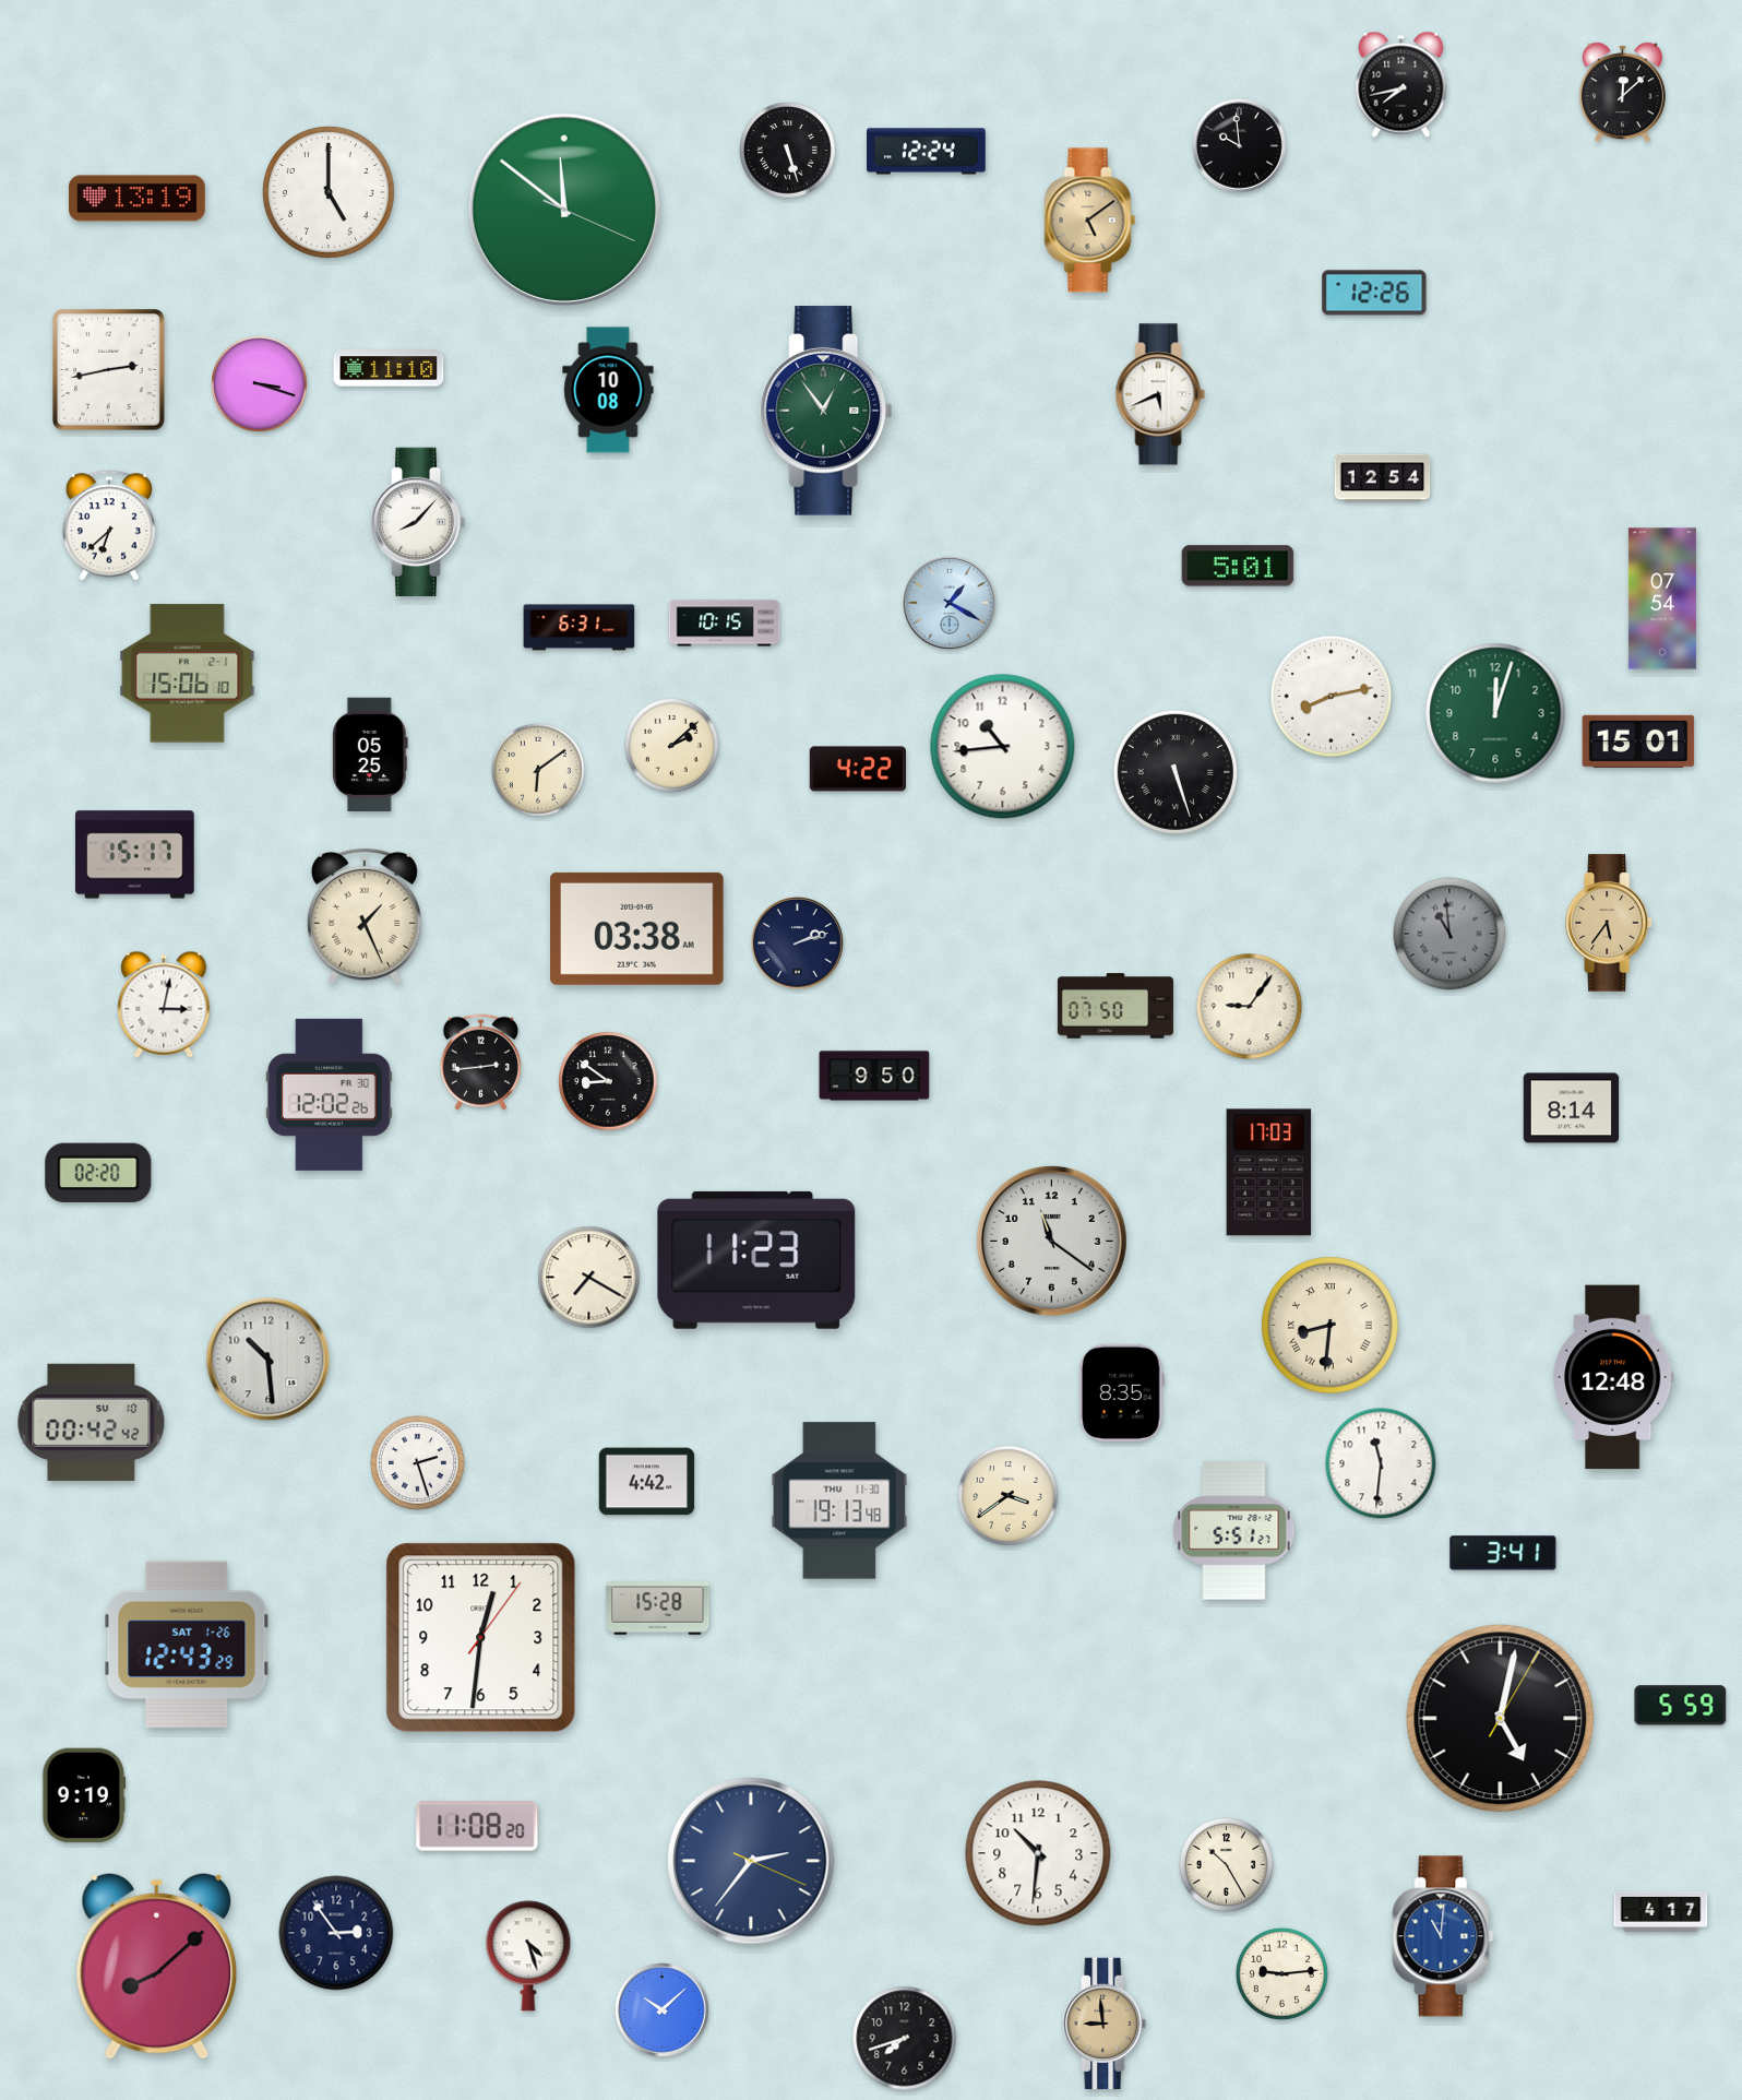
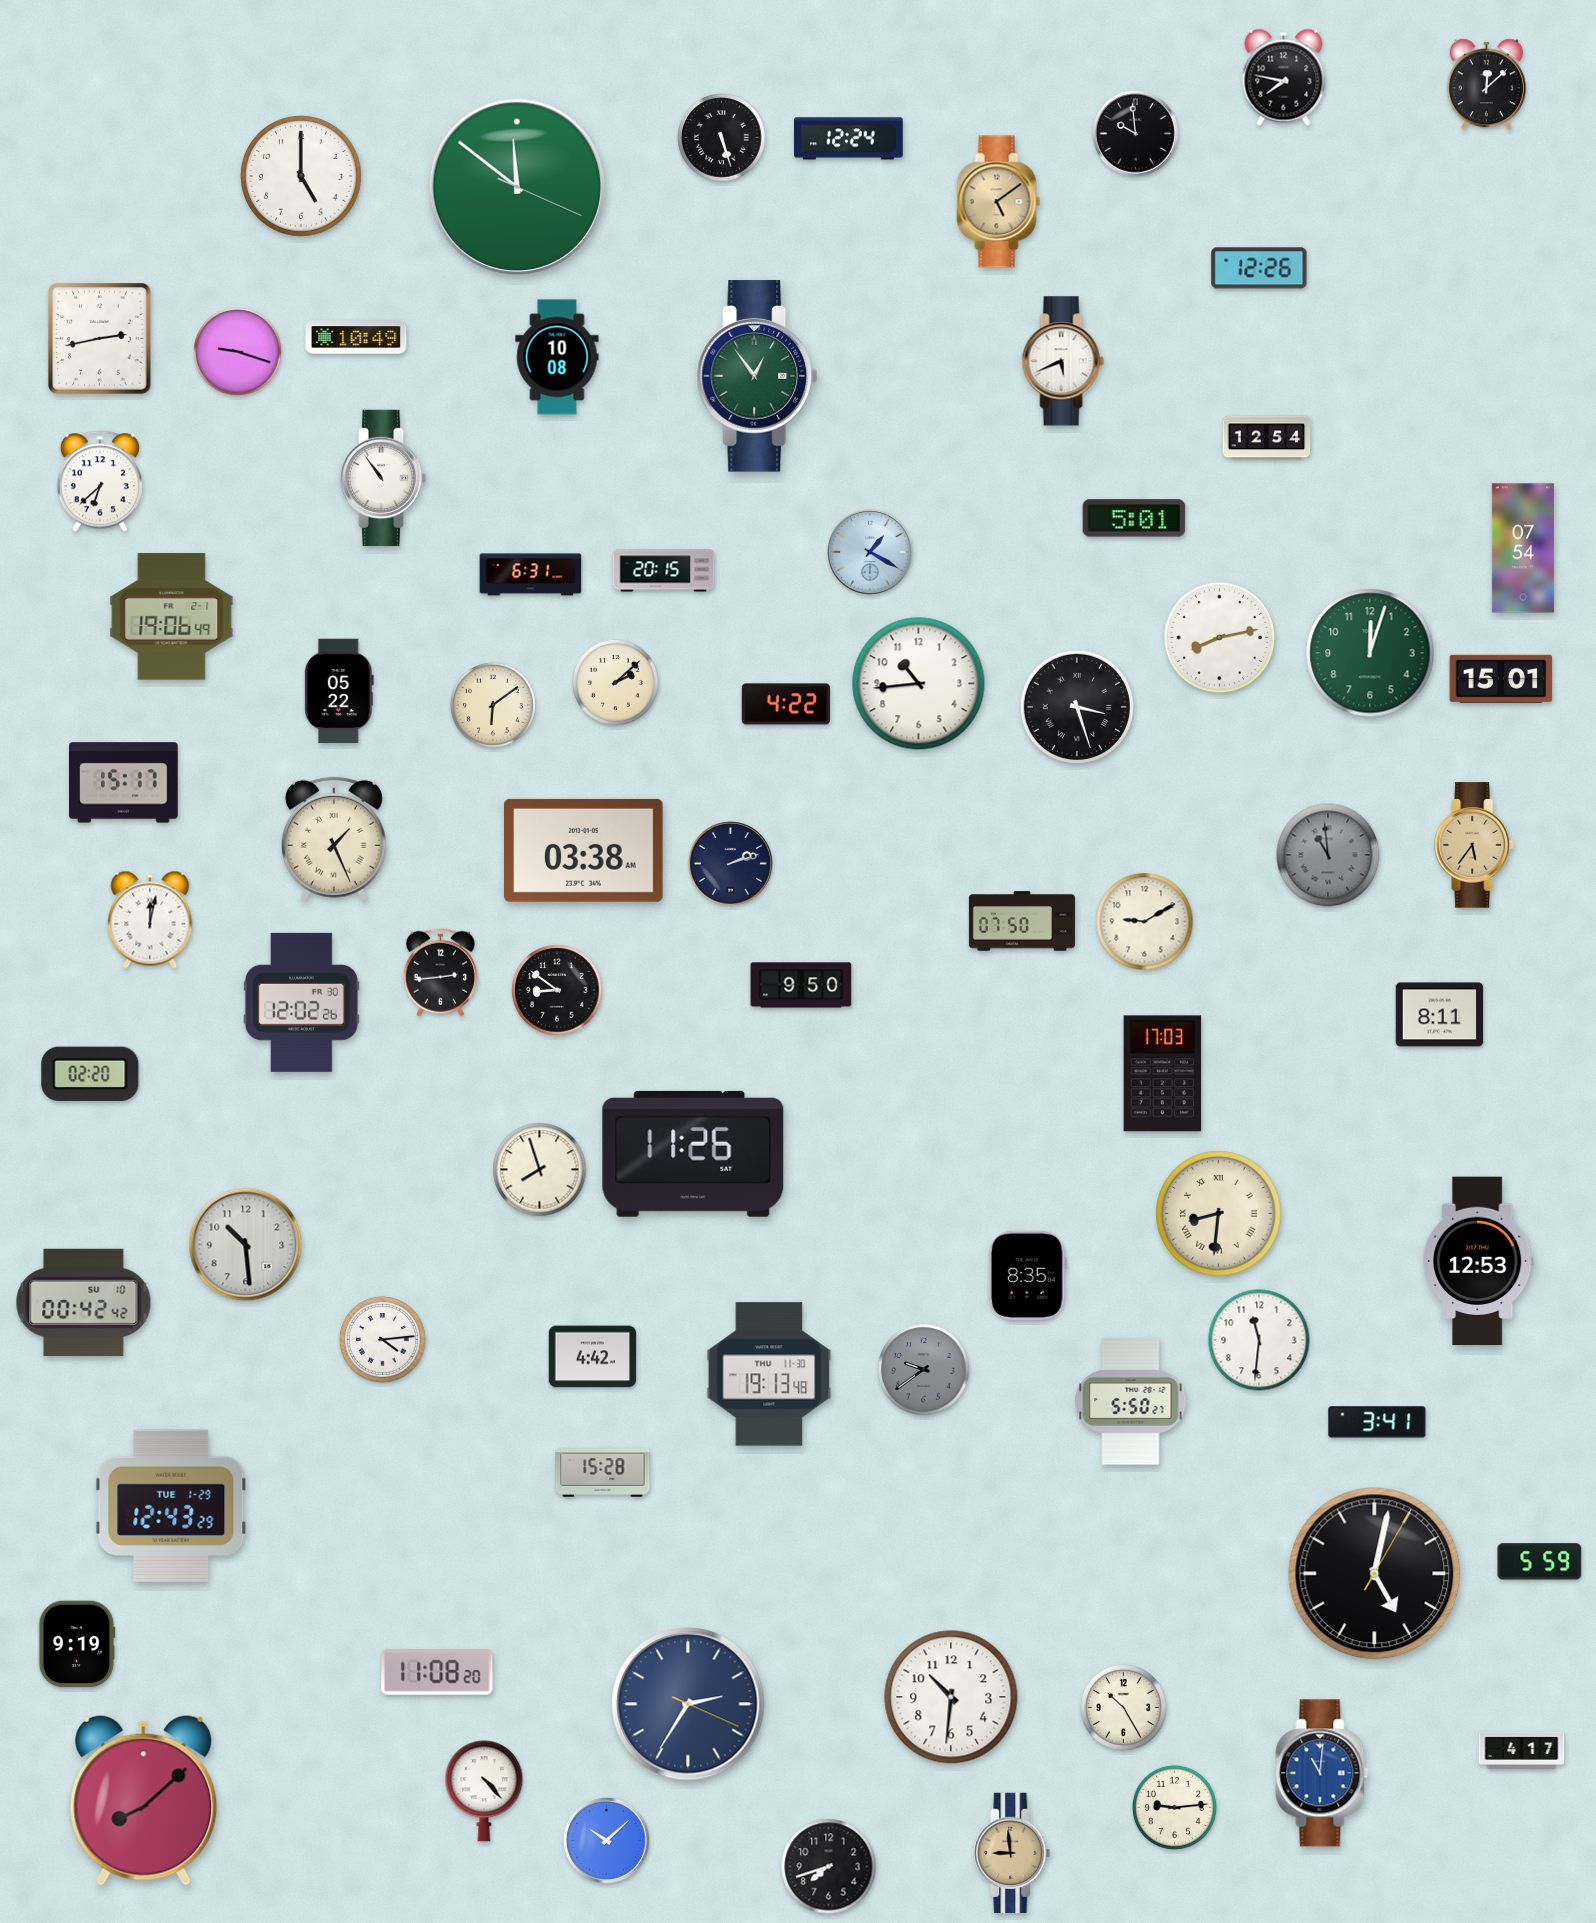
clock at (1401, 84): 7:43 -> 7:47
clock at (138, 199): 13:19 -> none
clock at (563, 209) position: (563, 209) -> (516, 186)
clock at (389, 368): 11:10 -> 10:49
clock at (260, 384): 3:18 -> 9:18
clock at (418, 522): 8:07 -> 10:54
clock at (725, 624): 10:15 -> 20:15
clock at (188, 674): 15:06 -> 19:06
clock at (371, 754): 05:25 -> 05:22
clock at (1176, 772): 5:27 -> 3:27
clock at (164, 1005): 3:02 -> 12:02
clock at (1250, 1007): 9:06 -> 9:10
clock at (1572, 1108): 8:14 -> 8:11
clock at (1051, 1241): 11:21 -> none
clock at (756, 1260): 11:23 -> 11:26
clock at (589, 1278): 7:20 -> 7:57
clock at (1614, 1377): 12:48 -> 12:53
clock at (417, 1462): 2:27 -> 4:14
clock at (1381, 1463) position: (1381, 1463) -> (1259, 1340)
clock at (1009, 1496): 3:39 -> 9:39
clock at (1009, 1496) dial: cream -> grey
clock at (1234, 1531): 5:51 -> 5:50
clock at (481, 1638): 12:31 -> none
clock at (187, 1644) date: SAT 1-26 -> TUE 1-29
clock at (751, 1861): 2:36 -> 2:35
clock at (336, 1933): 2:54 -> none
clock at (528, 1956): 4:27 -> 4:23
